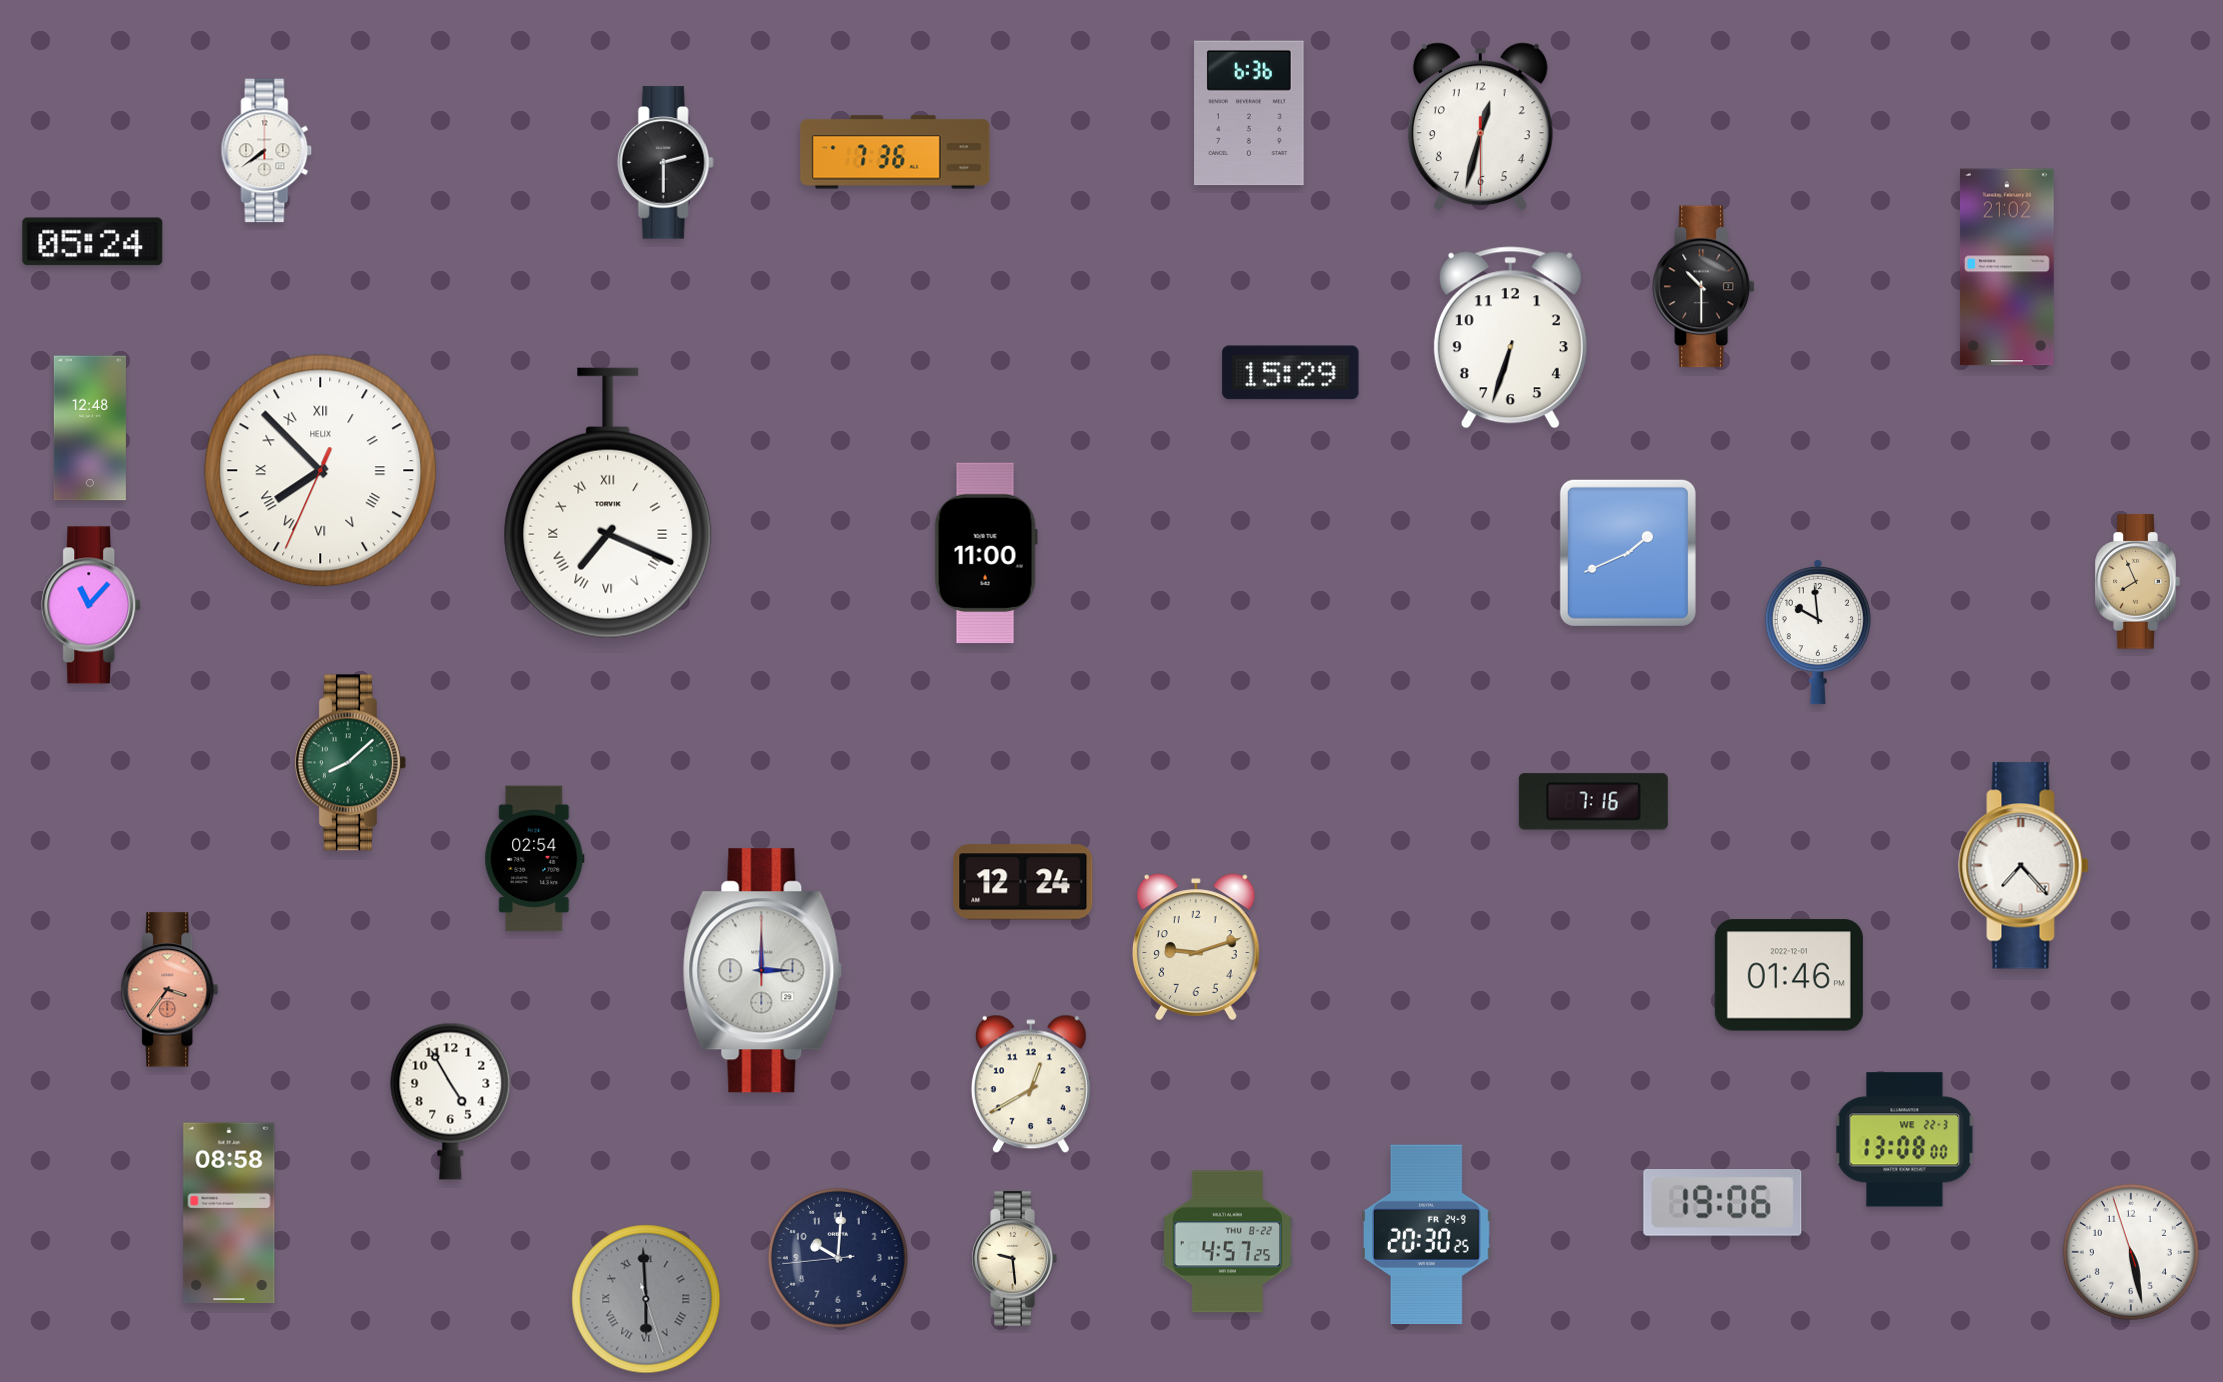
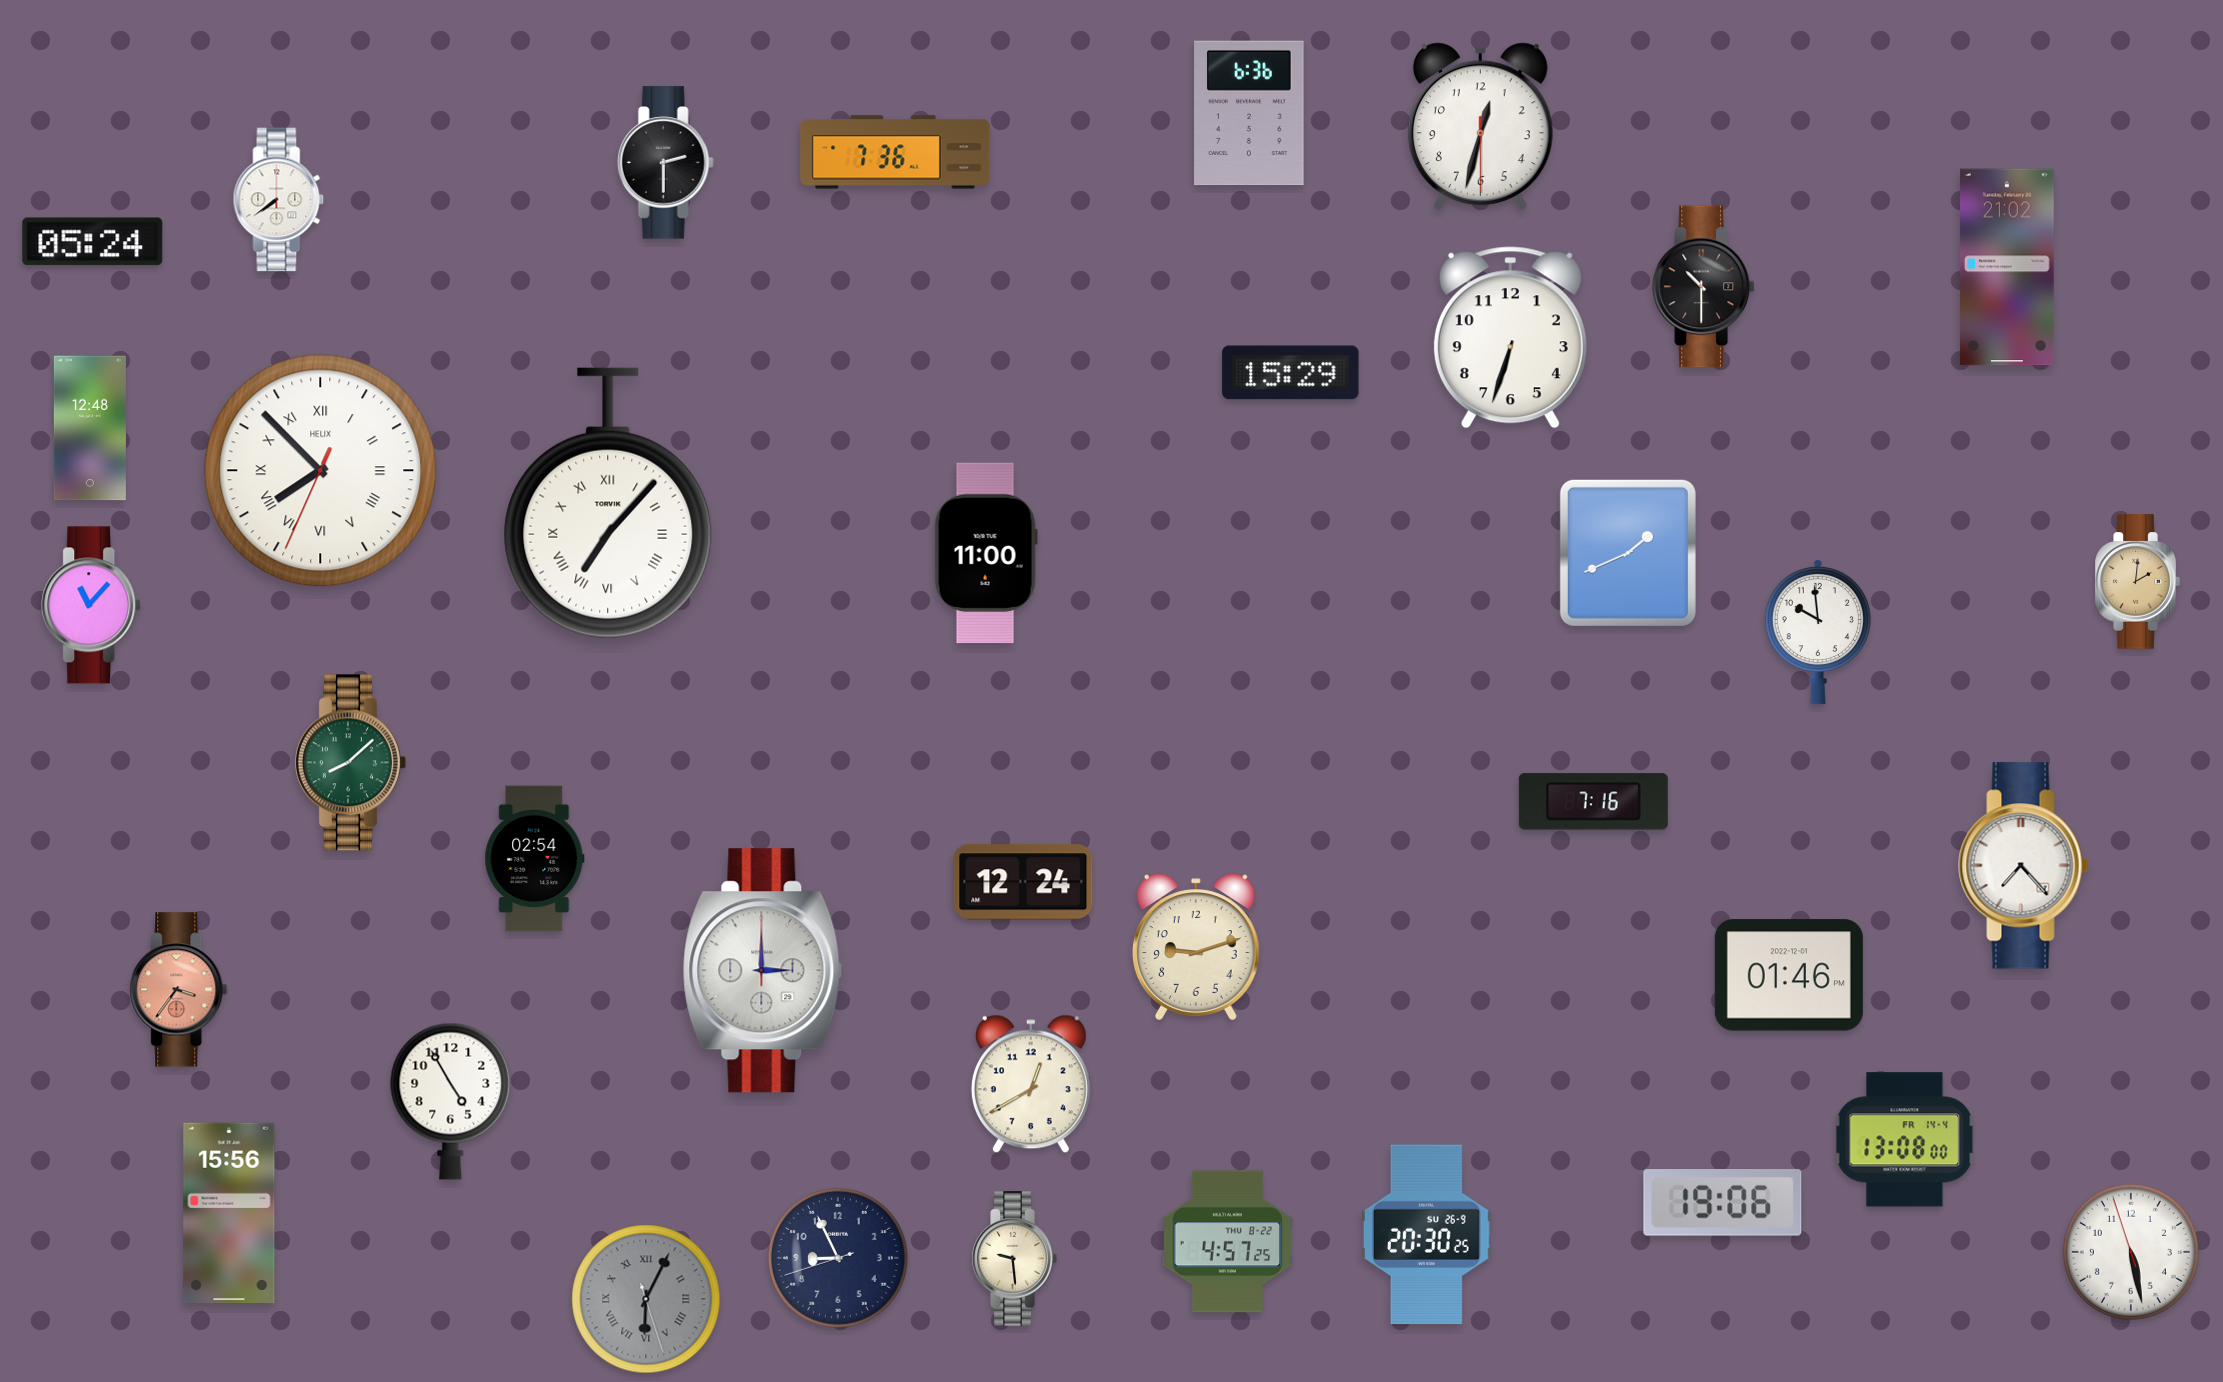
clock at (267, 151) position: (267, 151) -> (279, 200)
clock at (608, 503): 7:19 -> 7:07
clock at (2137, 582): 7:56 -> 2:01
clock at (170, 990) position: (170, 990) -> (179, 990)
clock at (1905, 1140) date: WE 22-3 -> FR 14-4
clock at (229, 1213): 08:58 -> 15:56
clock at (1426, 1235) date: FR 24-9 -> SU 26-9
clock at (838, 1258): 10:00 -> 8:55
clock at (646, 1299): 5:59 -> 6:04
